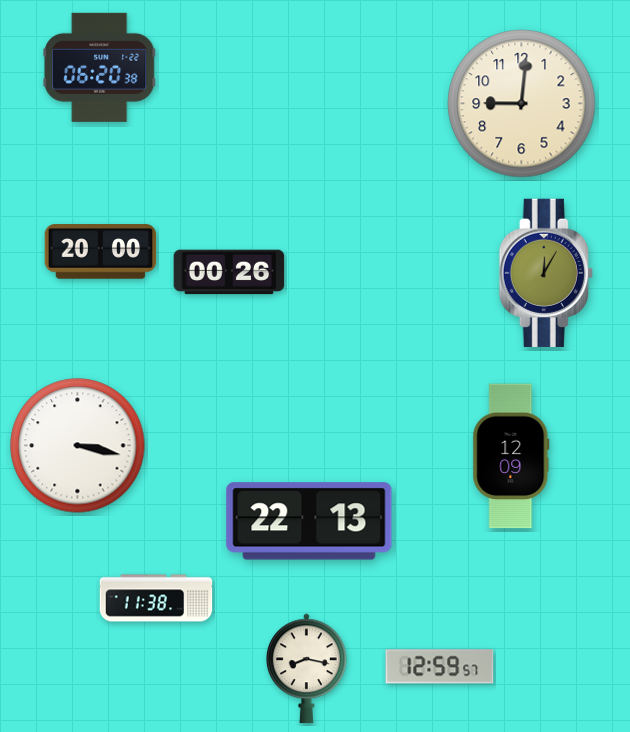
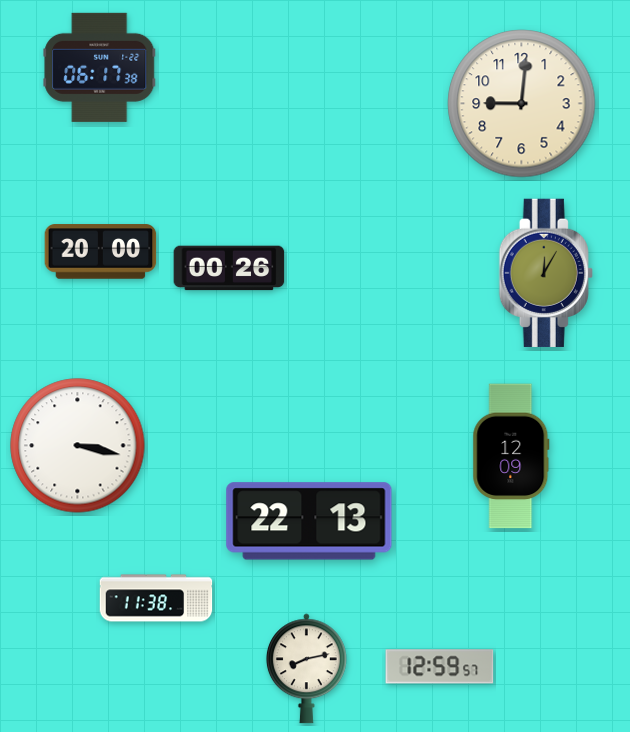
clock at (100, 67): 06:20 -> 06:17
clock at (229, 272) position: (229, 272) -> (229, 268)
clock at (306, 669): 8:17 -> 8:13
